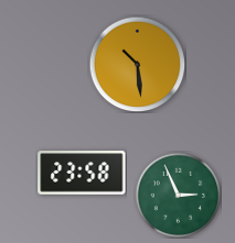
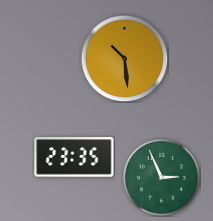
clock at (82, 173): 23:58 -> 23:35
